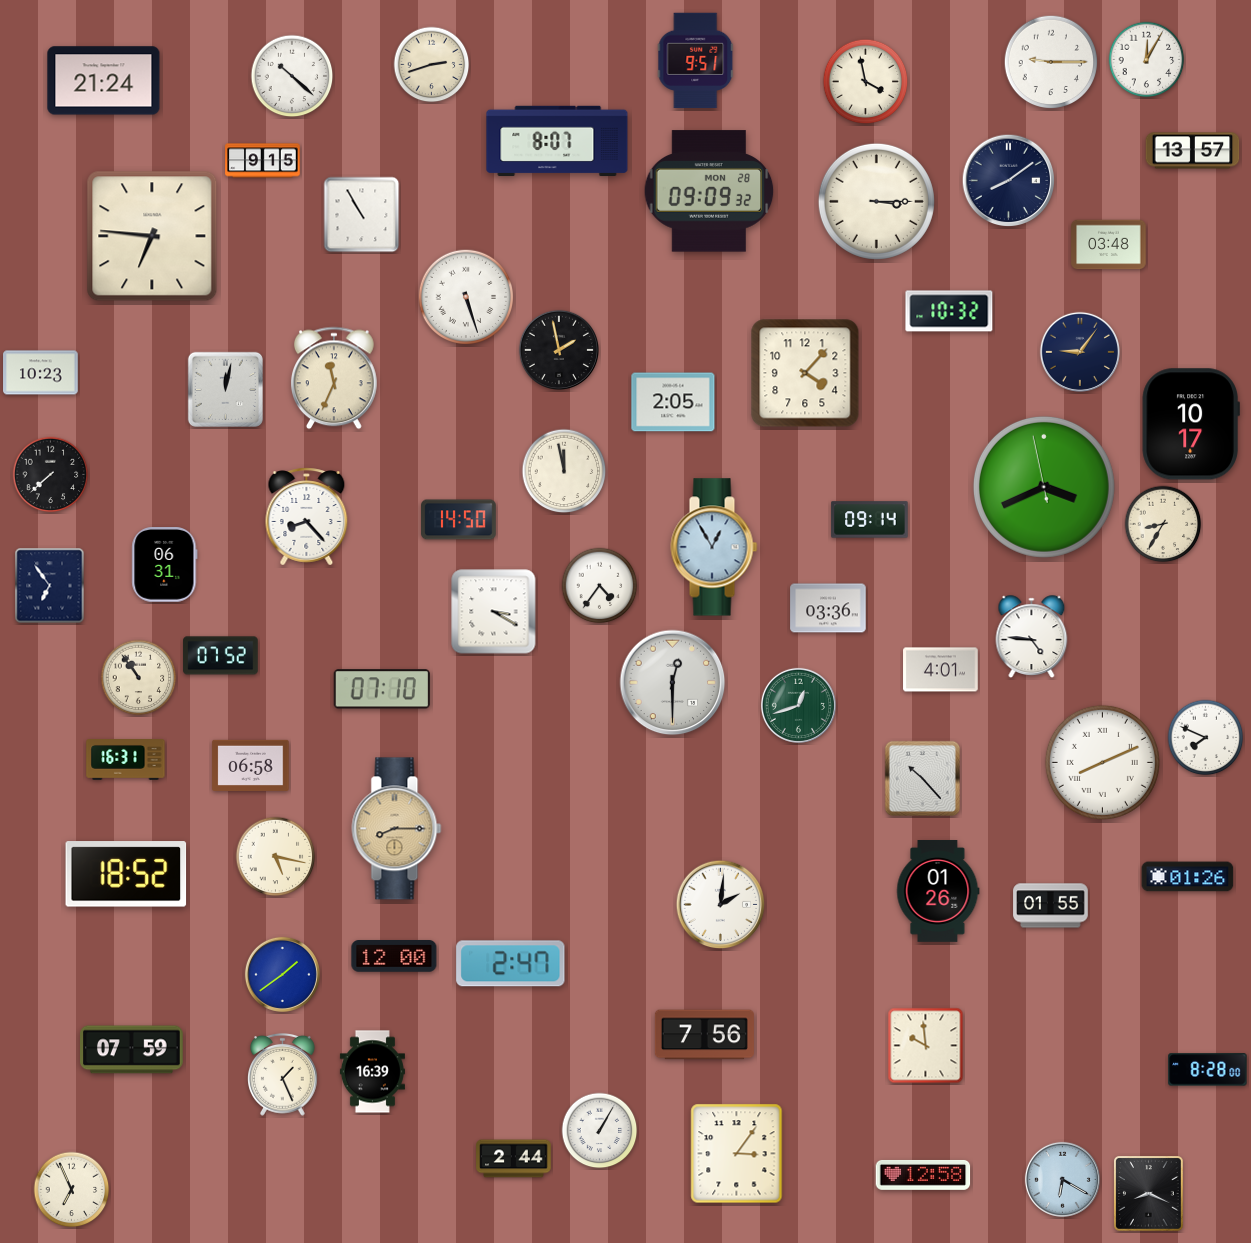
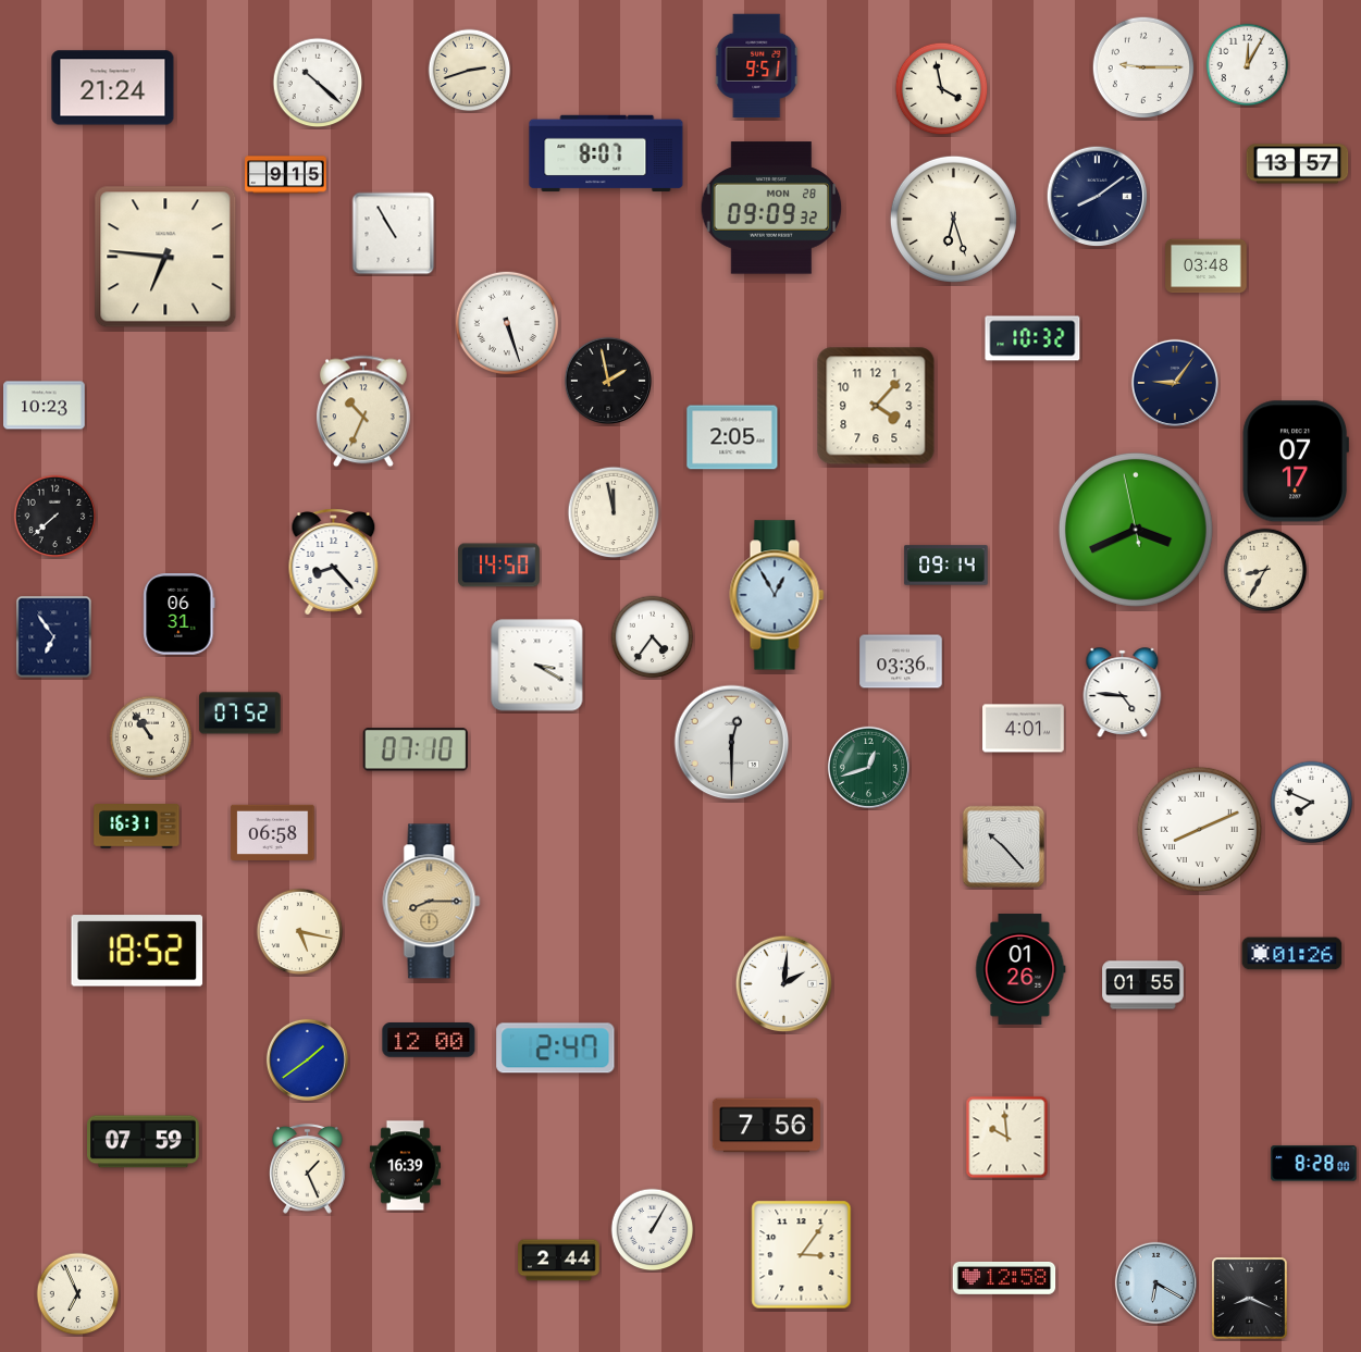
clock at (876, 201): 3:15 -> 6:27
clock at (334, 378): 11:34 -> 10:34
clock at (225, 389): 12:02 -> none
clock at (1191, 424): 10:17 -> 07:17
